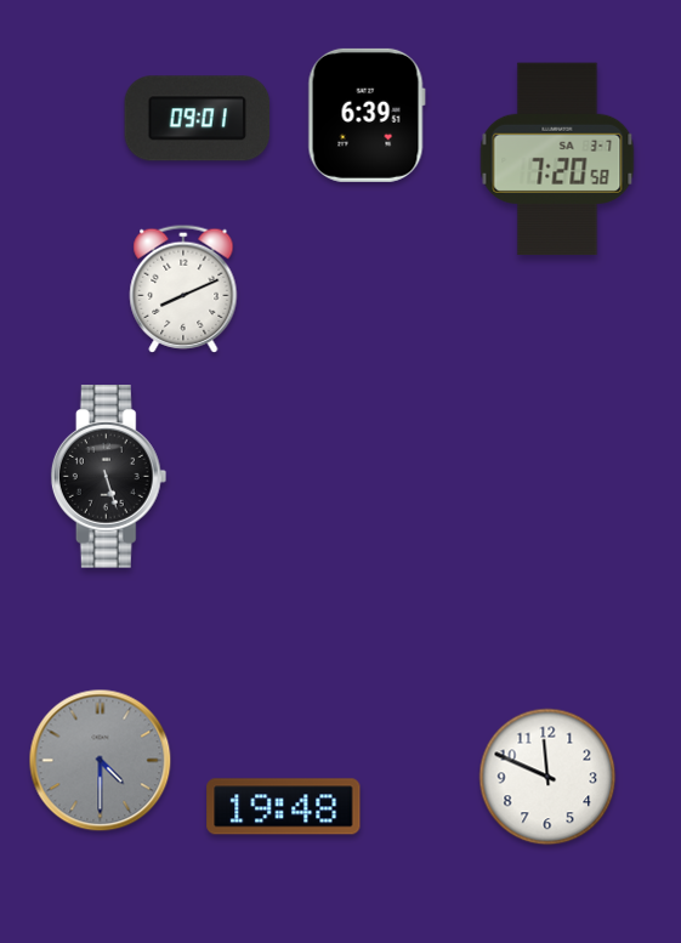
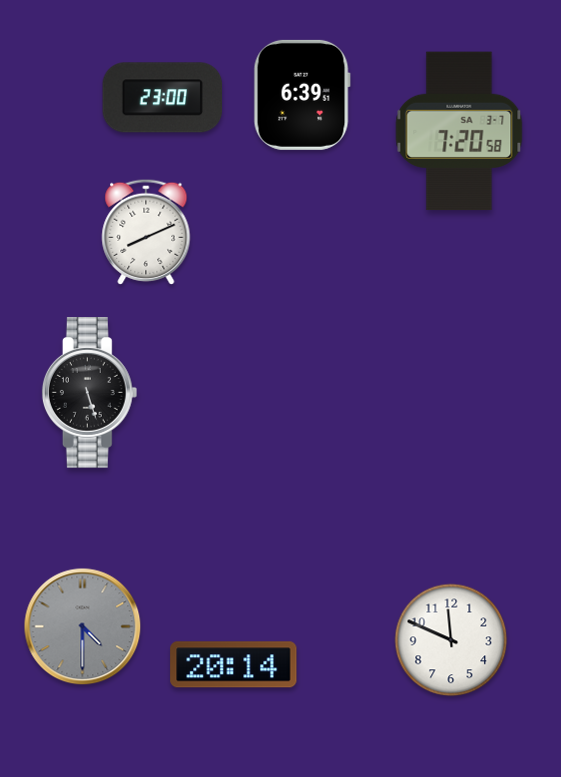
clock at (198, 119): 09:01 -> 23:00
clock at (183, 289) position: (183, 289) -> (146, 232)
clock at (284, 807): 19:48 -> 20:14
